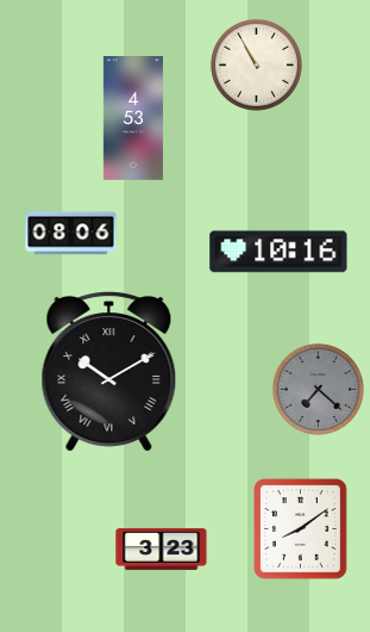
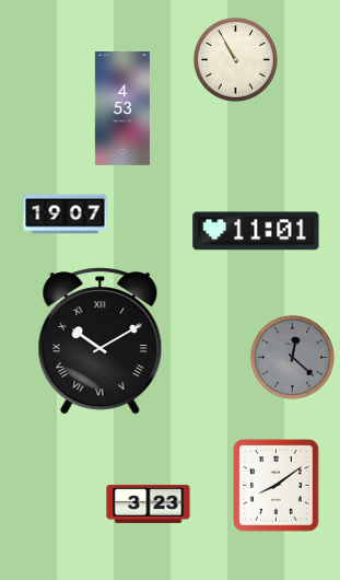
clock at (71, 234): 08:06 -> 19:07
clock at (278, 252): 10:16 -> 11:01
clock at (318, 389): 7:22 -> 12:22
